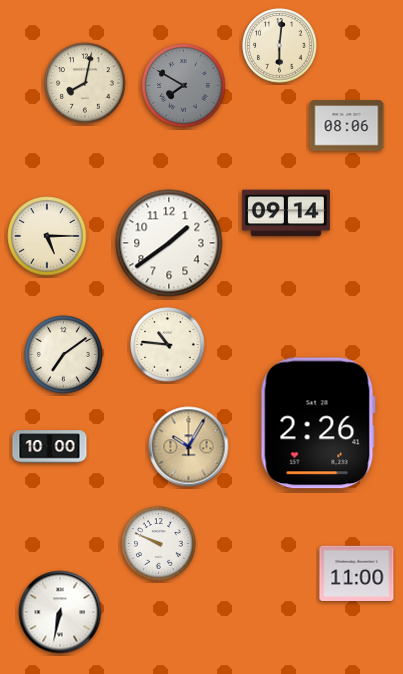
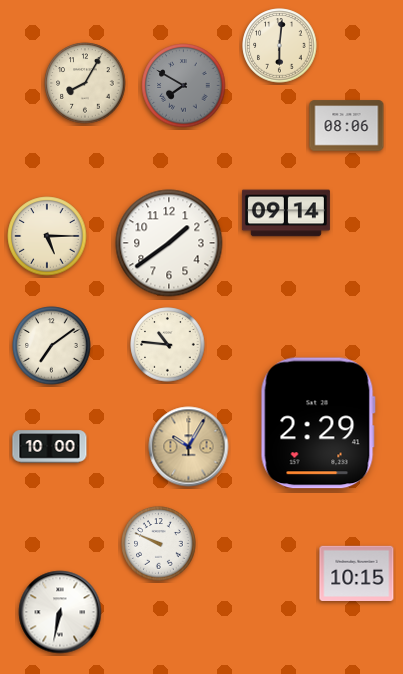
clock at (85, 83): 8:02 -> 8:05
clock at (64, 355) position: (64, 355) -> (52, 346)
clock at (318, 423): 2:26 -> 2:29
clock at (357, 573): 11:00 -> 10:15
